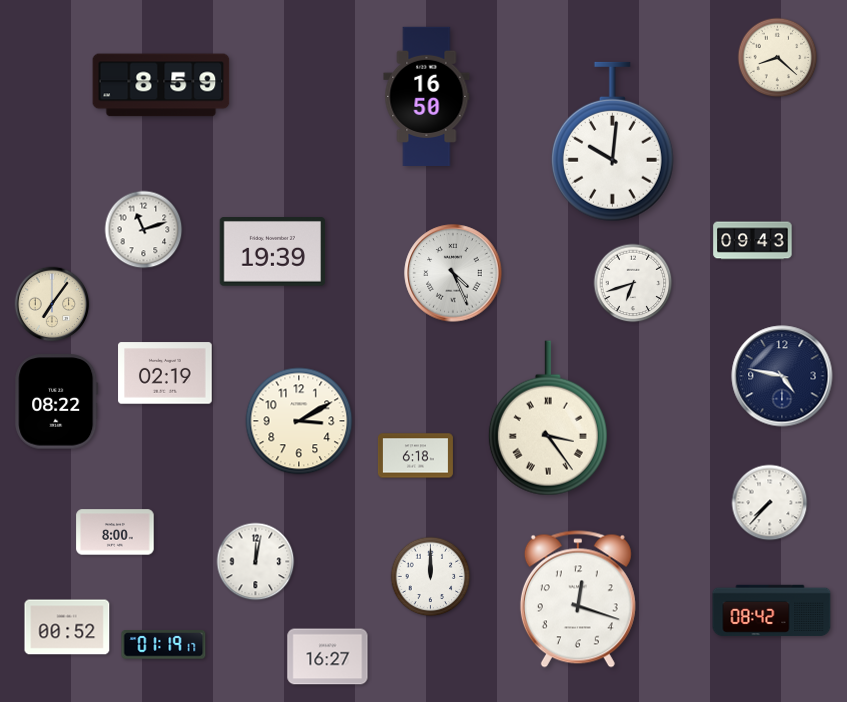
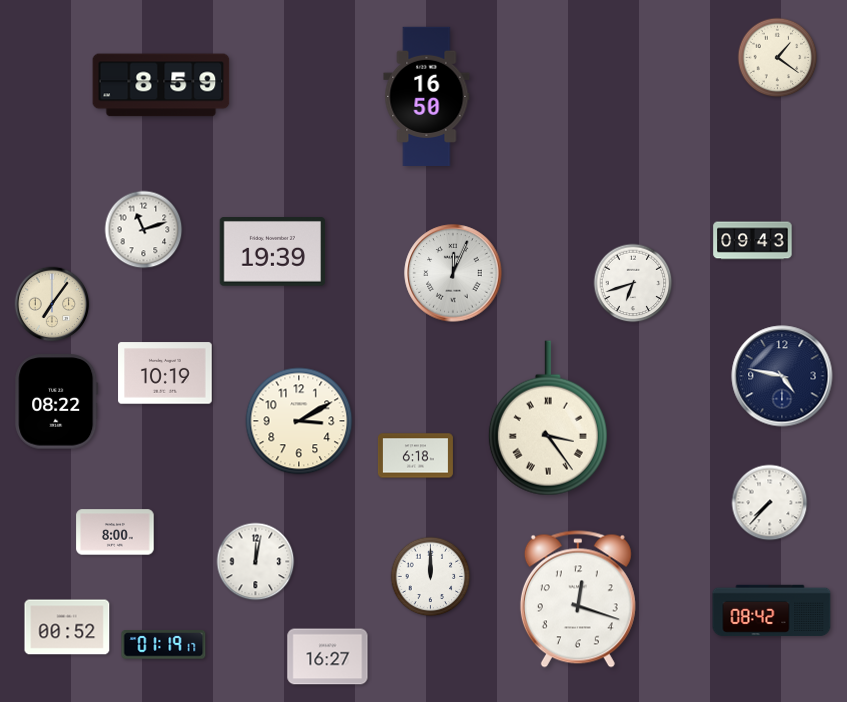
clock at (778, 58): 8:22 -> 1:21
clock at (612, 142): 10:01 -> none
clock at (453, 273): 4:26 -> 12:04
clock at (165, 373): 02:19 -> 10:19
